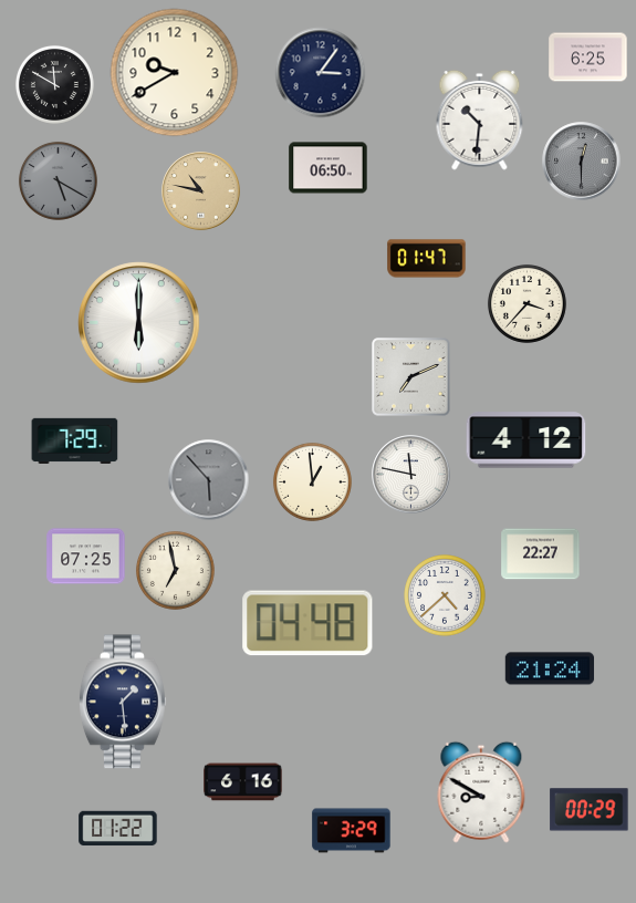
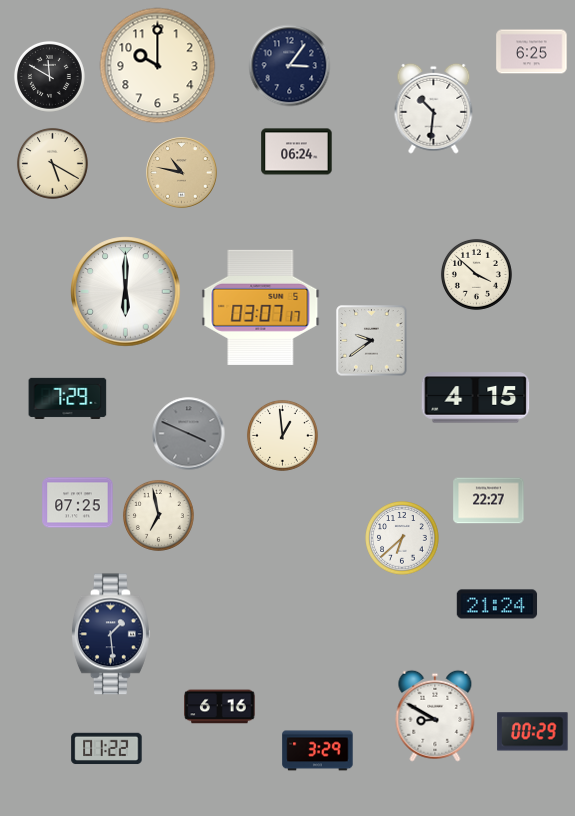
clock at (175, 73): 9:40 -> 10:00
clock at (582, 162): 12:30 -> none
clock at (329, 168): 06:50 -> 06:24
clock at (58, 180) dial: grey -> cream
clock at (427, 259): 01:47 -> none
clock at (526, 303): 3:37 -> 3:52
clock at (261, 307): none -> 03:07
clock at (411, 377): 7:11 -> 9:39
clock at (526, 440): 4:12 -> 4:15
clock at (411, 475): 11:47 -> none
clock at (209, 480): 5:53 -> 3:49
clock at (445, 595): 4:38 -> 6:38
clock at (307, 623): 04:48 -> none
